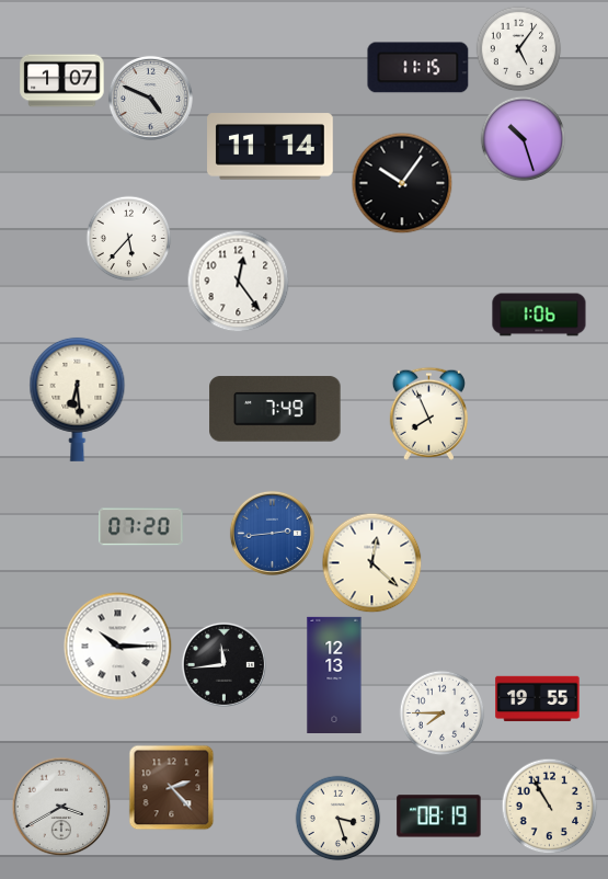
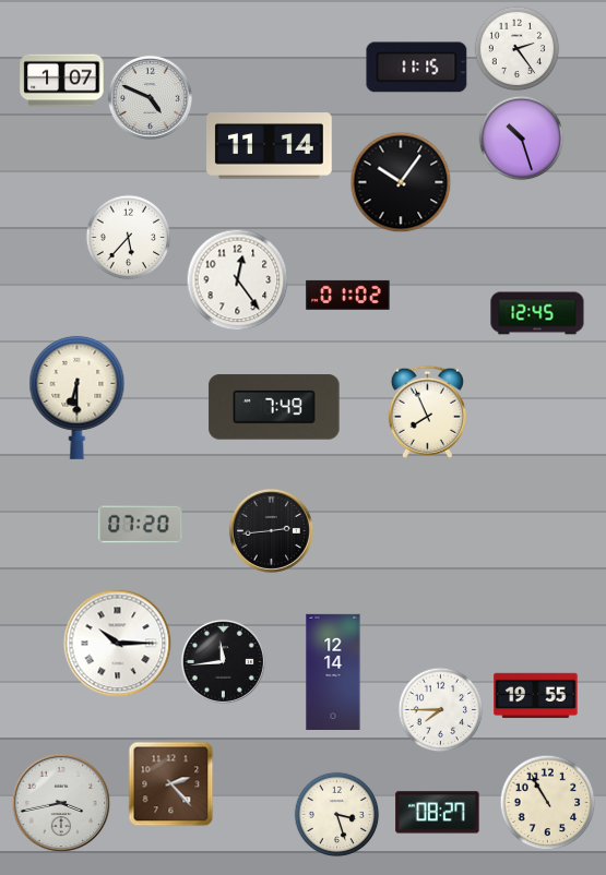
clock at (518, 48): 5:06 -> 2:24
clock at (348, 295): none -> 01:02
clock at (539, 315): 1:06 -> 12:45
clock at (78, 399): 6:29 -> 6:30
clock at (272, 533) dial: blue -> black
clock at (371, 562): 12:22 -> none
clock at (334, 674): 12:13 -> 12:14
clock at (61, 807): 3:40 -> 3:43
clock at (439, 817): 08:19 -> 08:27
